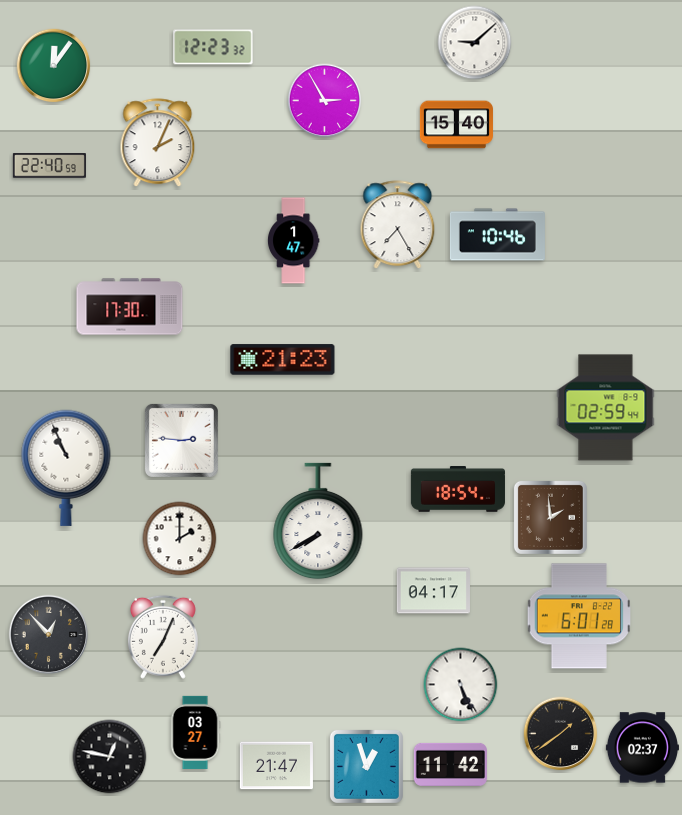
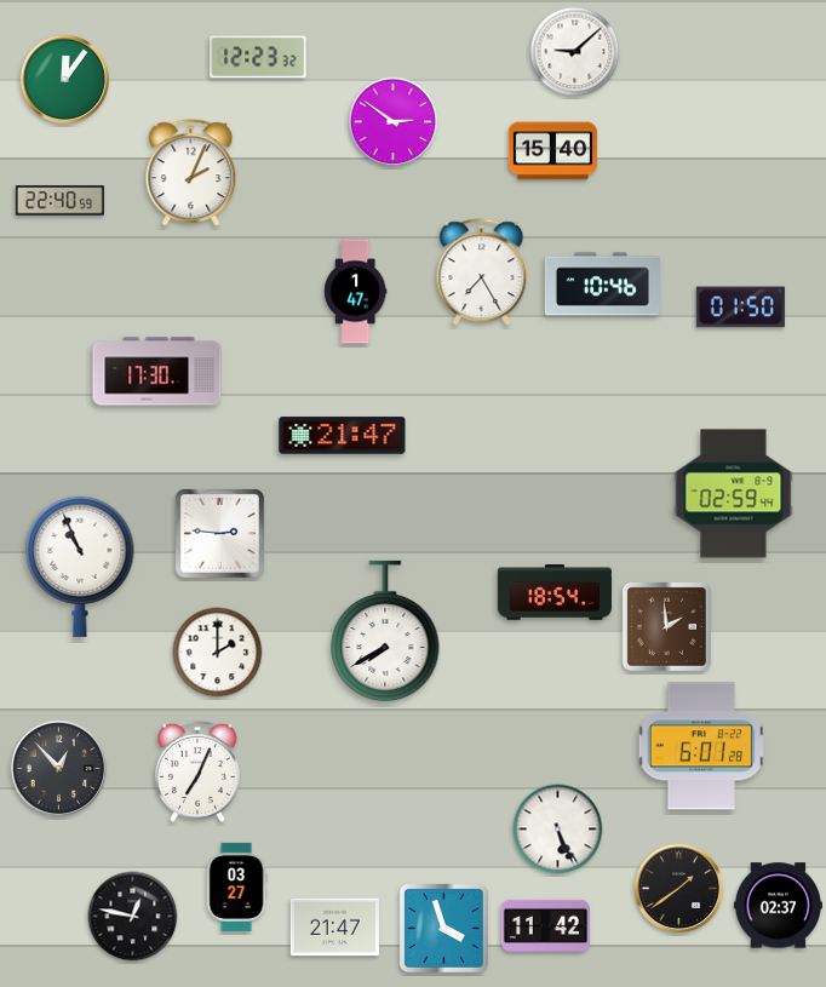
clock at (325, 101): 2:55 -> 2:51
clock at (740, 308): none -> 01:50
clock at (283, 360): 21:23 -> 21:47
clock at (433, 591): 04:17 -> none
clock at (366, 766): 12:57 -> 3:57
